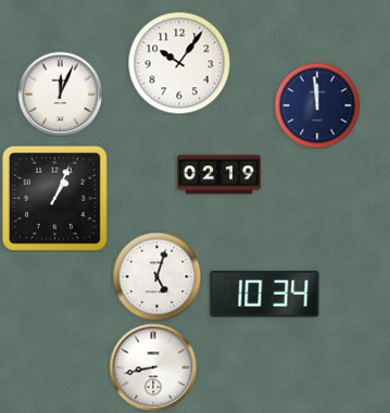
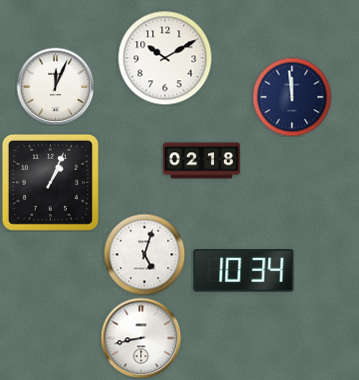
clock at (179, 63): 10:06 -> 10:10
clock at (218, 175): 02:19 -> 02:18
